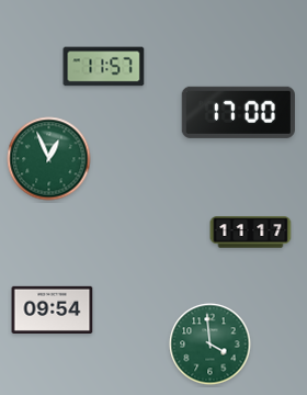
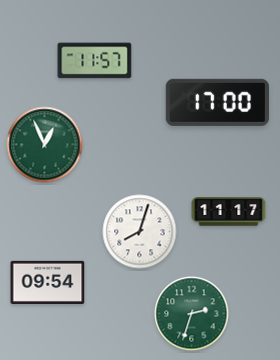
clock at (140, 232): none -> 8:03
clock at (211, 345): 3:59 -> 2:33
